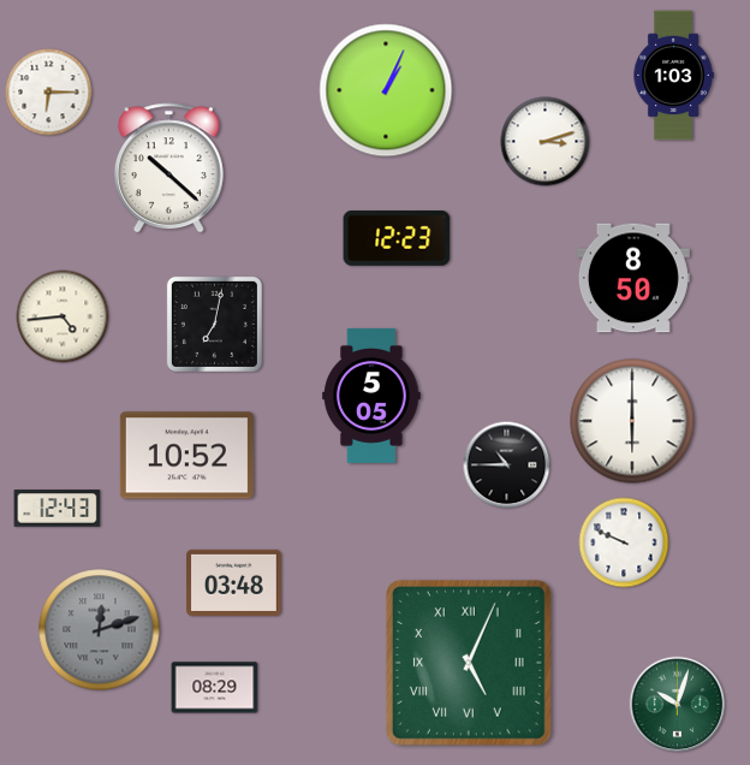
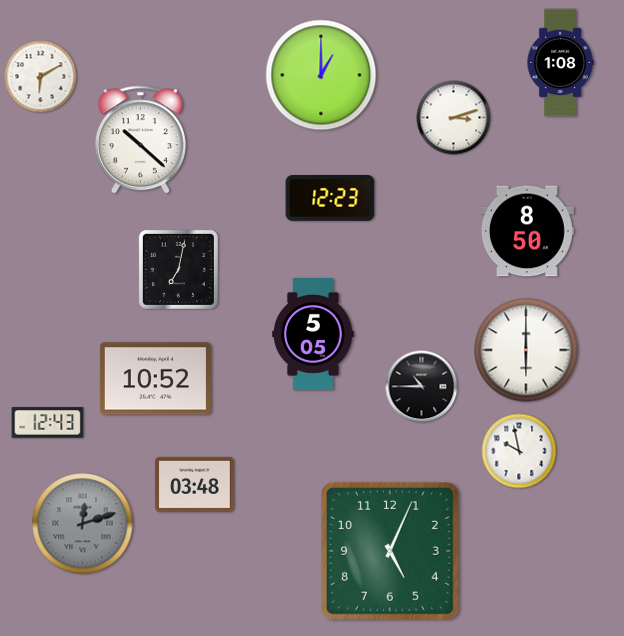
clock at (673, 76): 1:03 -> 1:08
clock at (386, 90): 1:04 -> 1:00
clock at (49, 93): 6:15 -> 6:10
clock at (62, 316): 4:44 -> none
clock at (371, 396) position: (371, 396) -> (313, 334)
clock at (624, 542): 9:49 -> 9:58
clock at (470, 664) numerals: Roman -> Arabic
clock at (215, 688): 08:29 -> none
clock at (678, 705): 10:03 -> none
